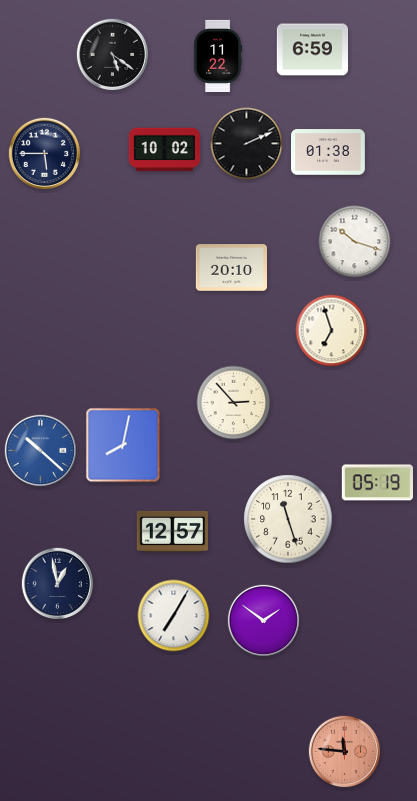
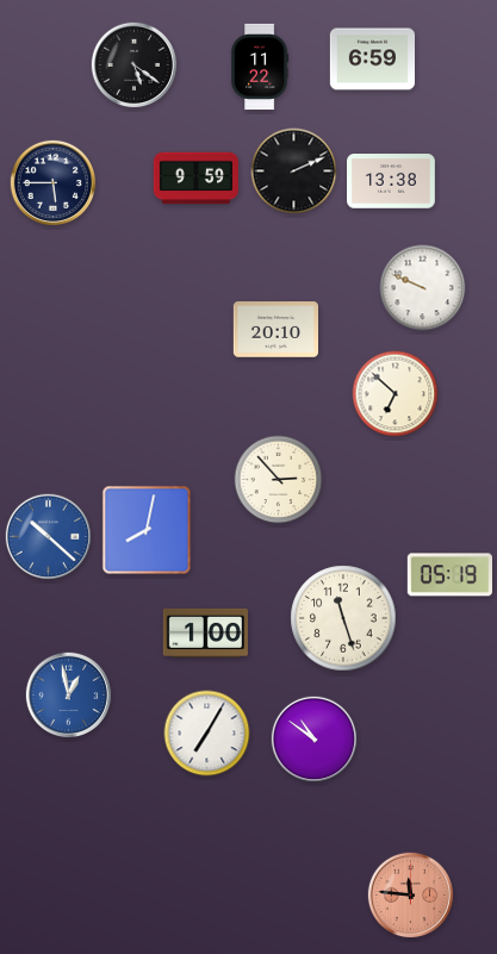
clock at (164, 150): 10:02 -> 9:59
clock at (329, 152): 01:38 -> 13:38
clock at (355, 242): 10:18 -> 9:49
clock at (231, 268) position: (231, 268) -> (275, 330)
clock at (332, 331): 6:57 -> 6:52
clock at (172, 531): 12:57 -> 1:00
clock at (58, 584) dial: navy -> blue
clock at (264, 621): 1:51 -> 10:51
